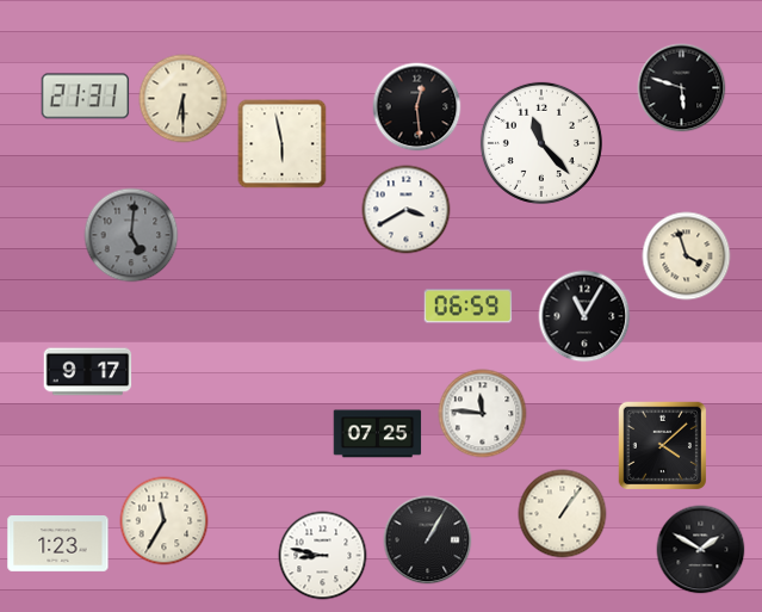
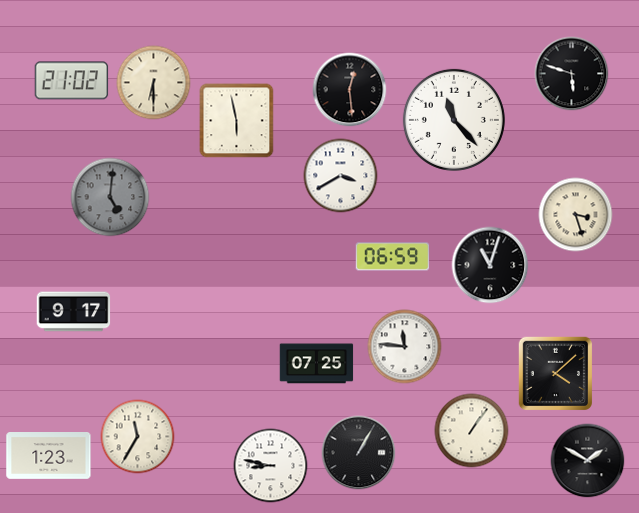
clock at (86, 97): 21:31 -> 21:02
clock at (687, 256): 3:57 -> 3:27
clock at (584, 316): 11:05 -> 11:03
